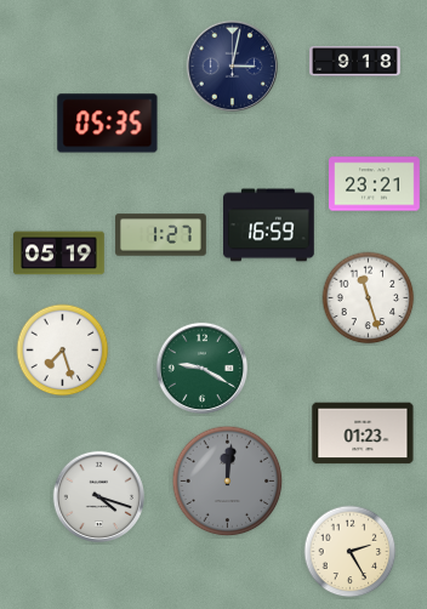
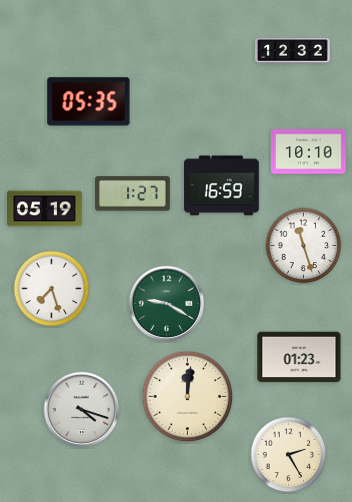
clock at (355, 62): 9:18 -> 12:32
clock at (232, 66): 3:02 -> none
clock at (375, 184): 23:21 -> 10:10
clock at (59, 254) position: (59, 254) -> (45, 209)
clock at (228, 482) dial: grey -> cream
